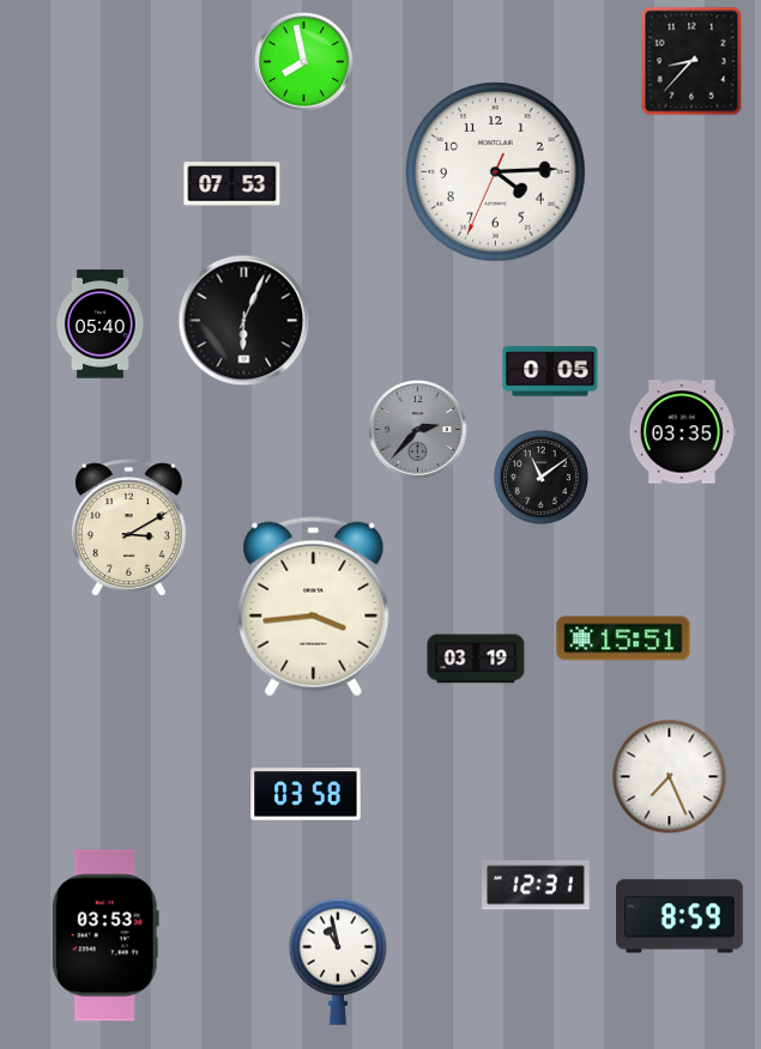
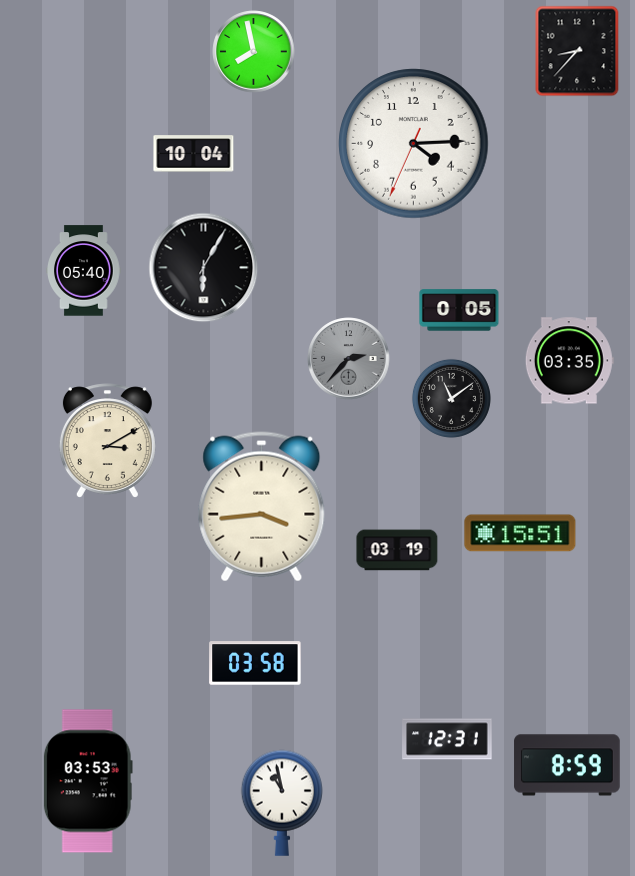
clock at (232, 184): 07:53 -> 10:04
clock at (244, 321): 6:04 -> 6:05
clock at (670, 777): 7:26 -> none
